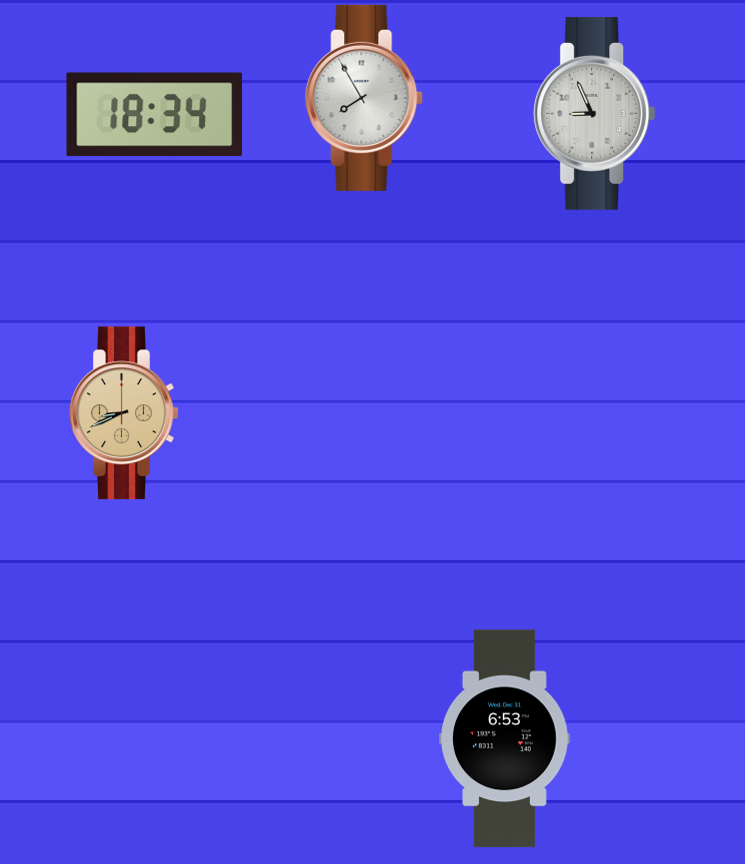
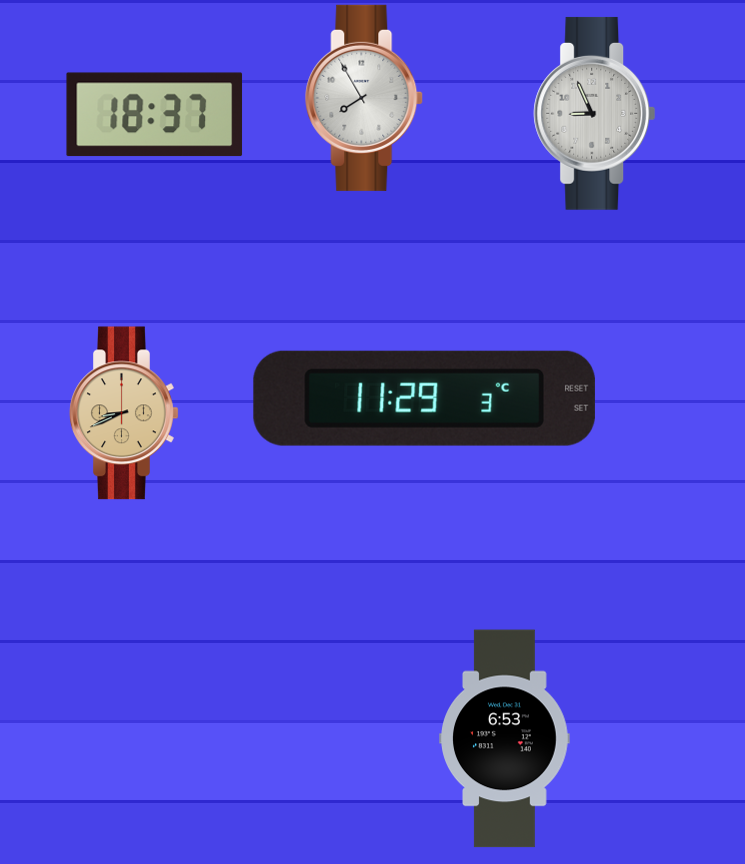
clock at (155, 115): 18:34 -> 18:37
clock at (424, 398): none -> 11:29
